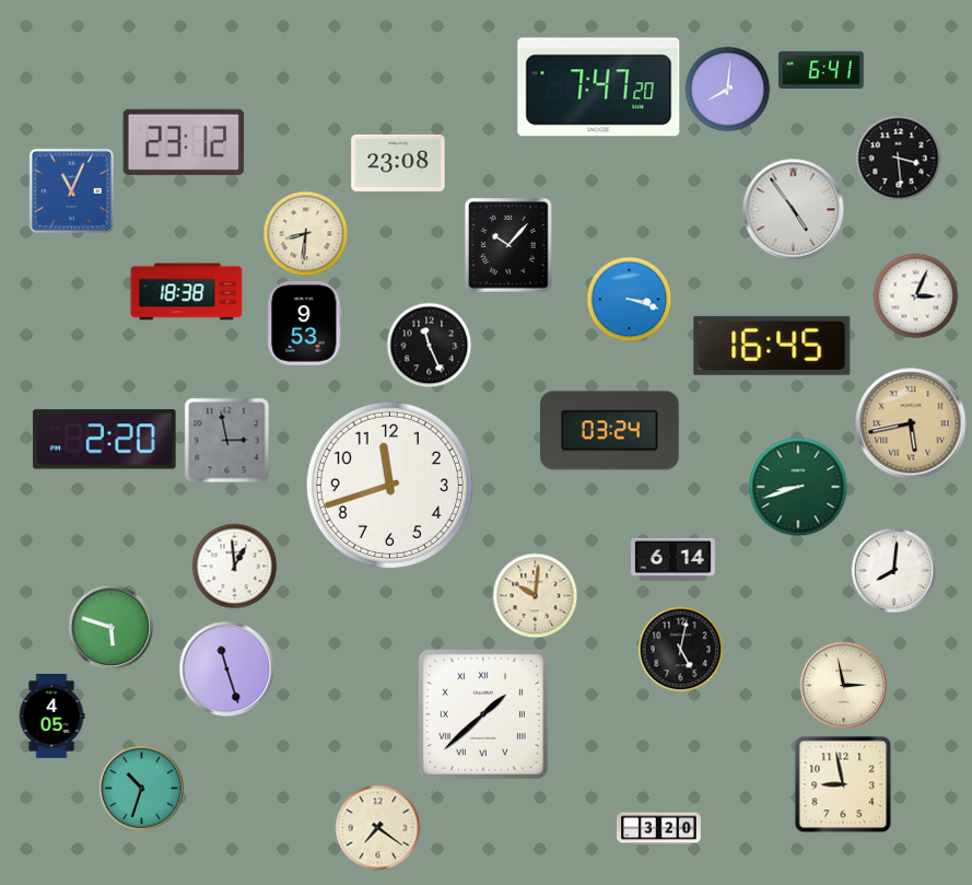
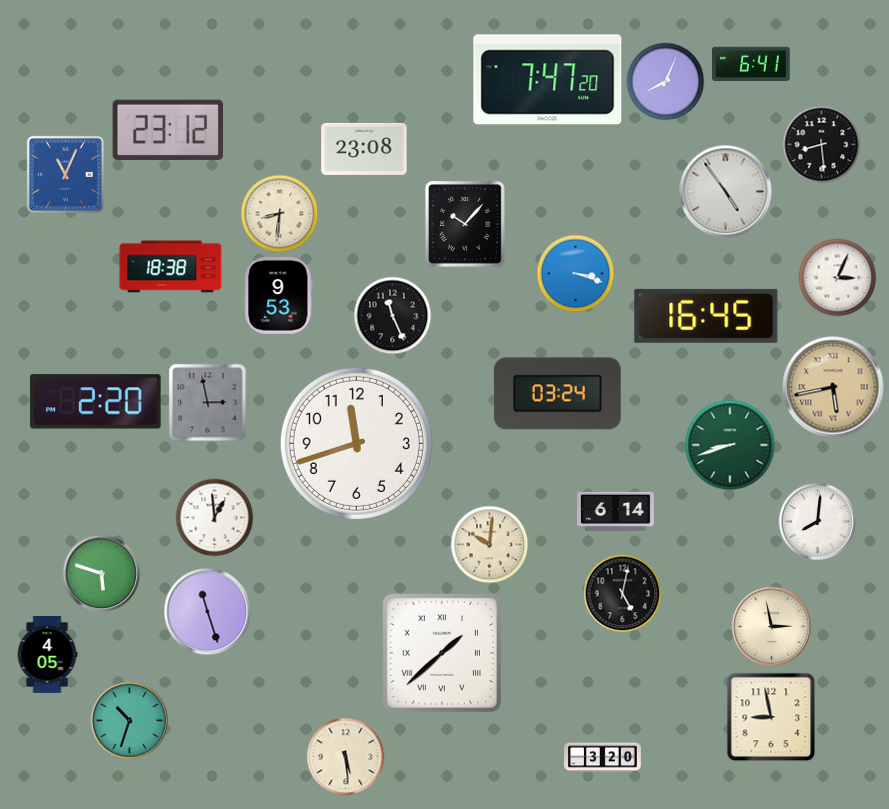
clock at (727, 89): 8:01 -> 8:04
clock at (898, 158): 3:29 -> 8:29
clock at (915, 295) position: (915, 295) -> (837, 277)
clock at (377, 827): 7:21 -> 5:29
